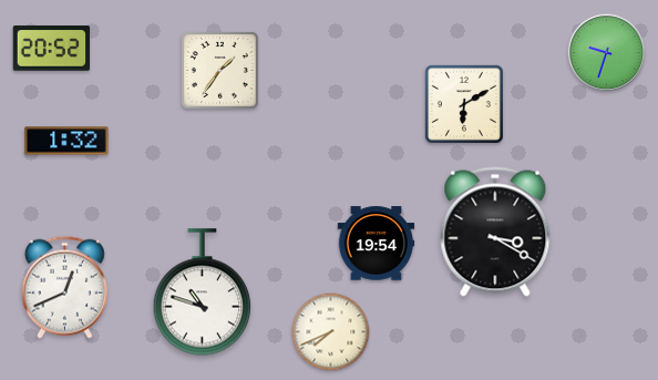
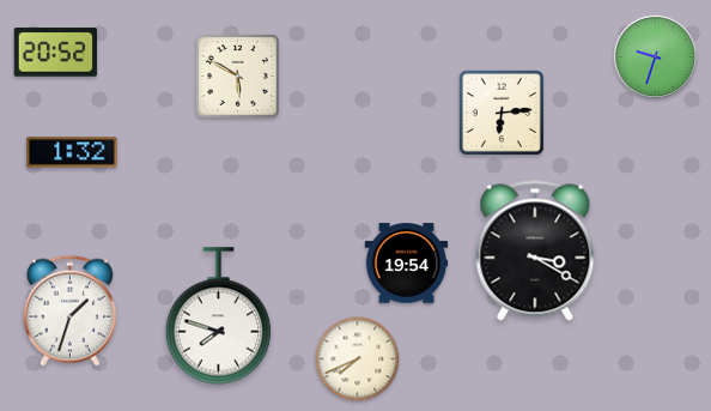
clock at (219, 70): 1:36 -> 5:50
clock at (464, 104): 6:10 -> 6:14
clock at (64, 287): 12:41 -> 1:33
clock at (203, 292): 10:48 -> 7:48
